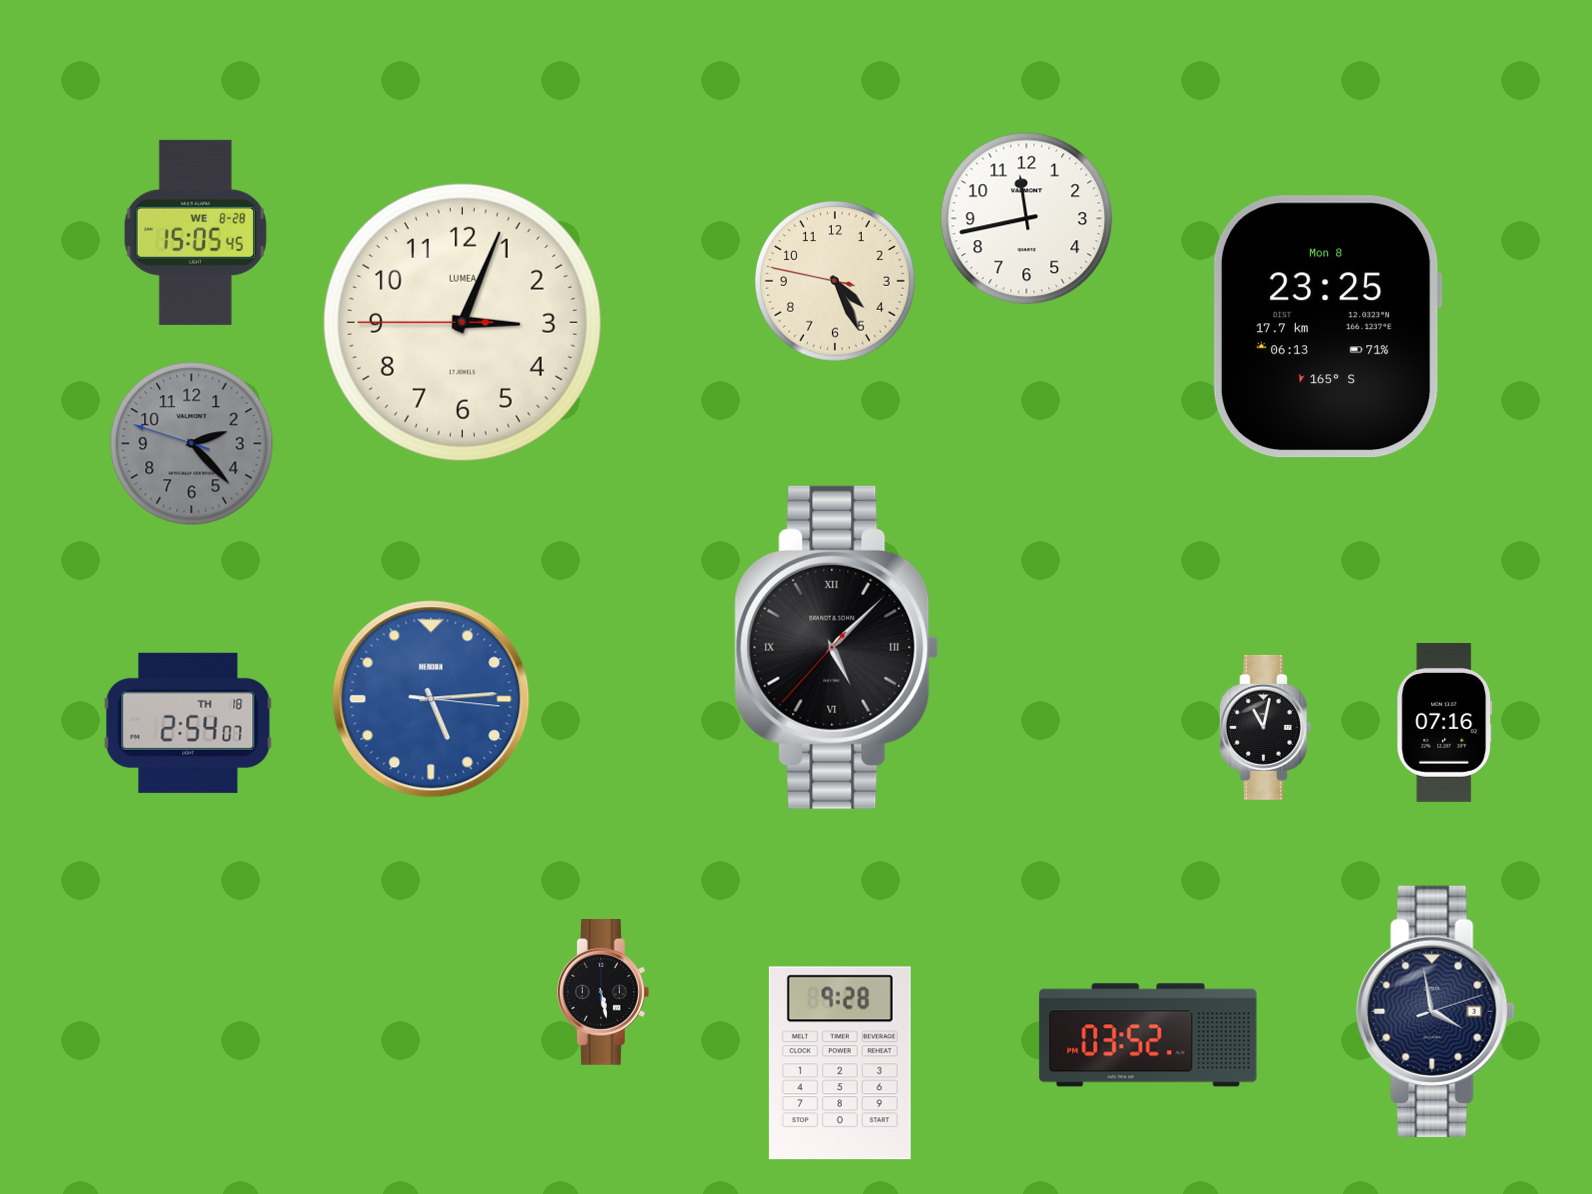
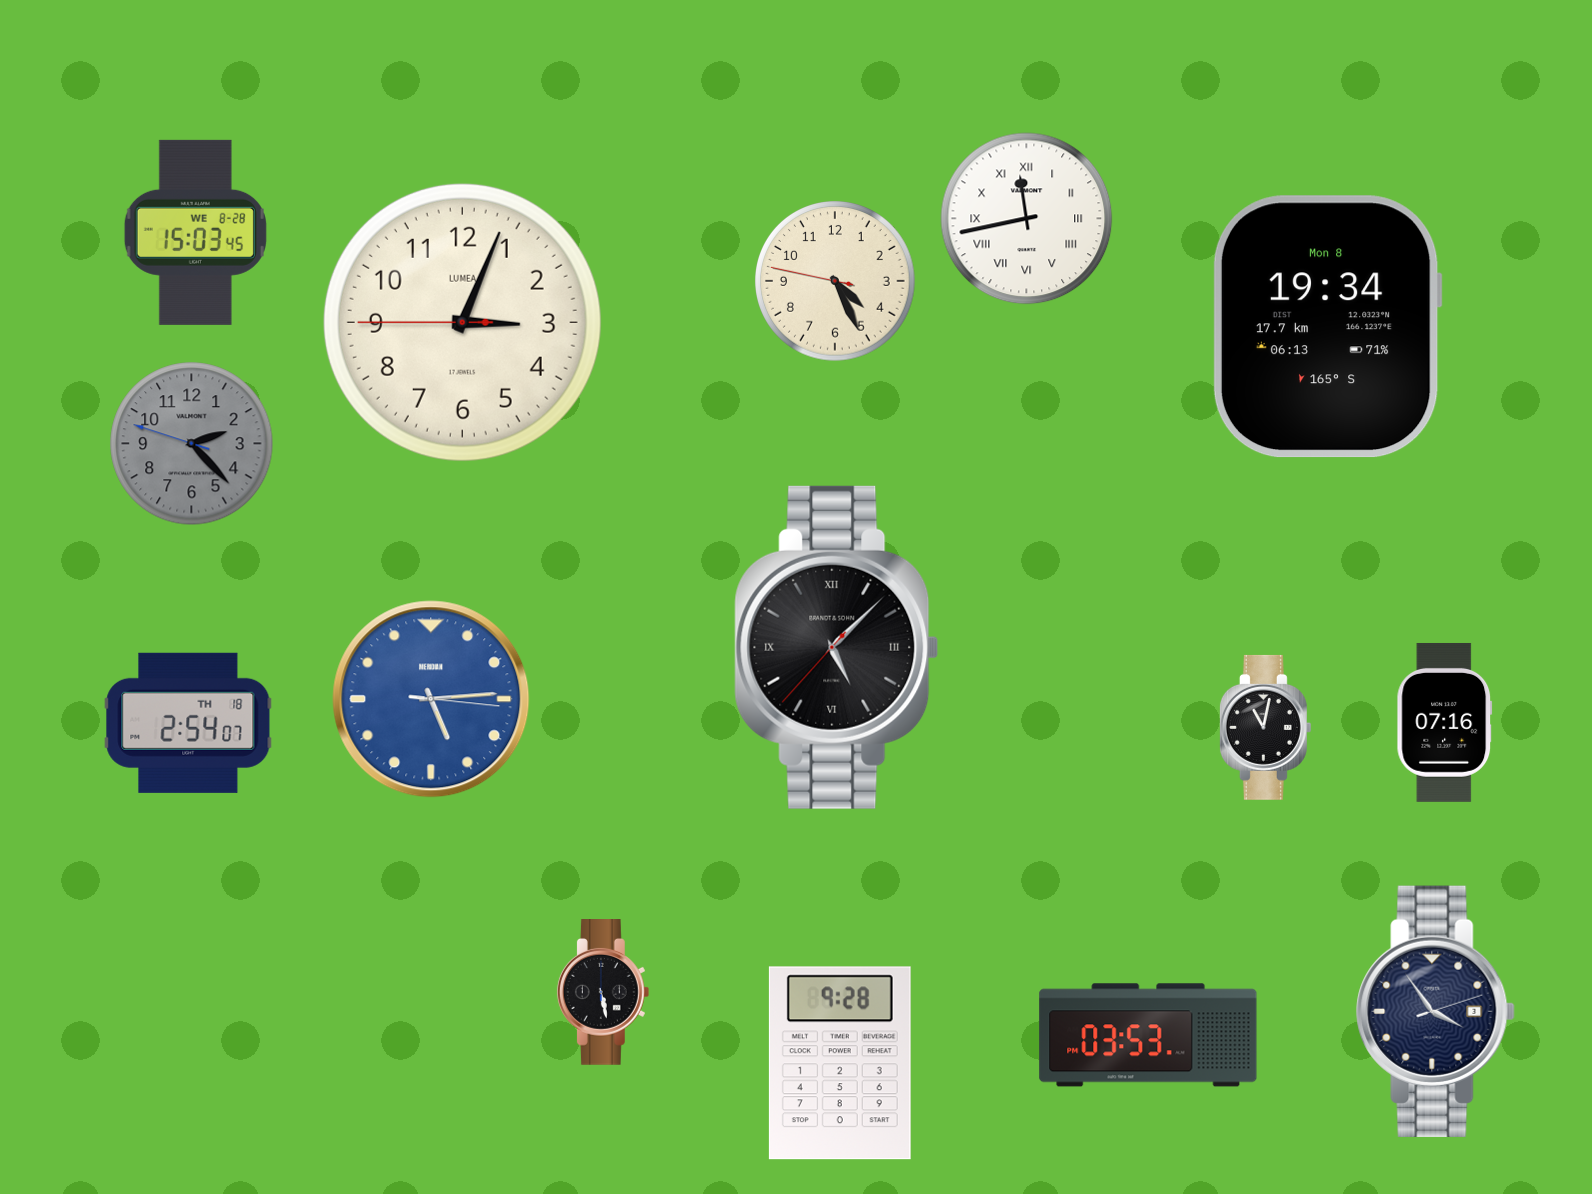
clock at (1027, 219) numerals: Arabic -> Roman
clock at (195, 232): 15:05 -> 15:03
clock at (1327, 327): 23:25 -> 19:34
clock at (1436, 1011): 3:58 -> 3:54
clock at (1148, 1035): 03:52 -> 03:53
